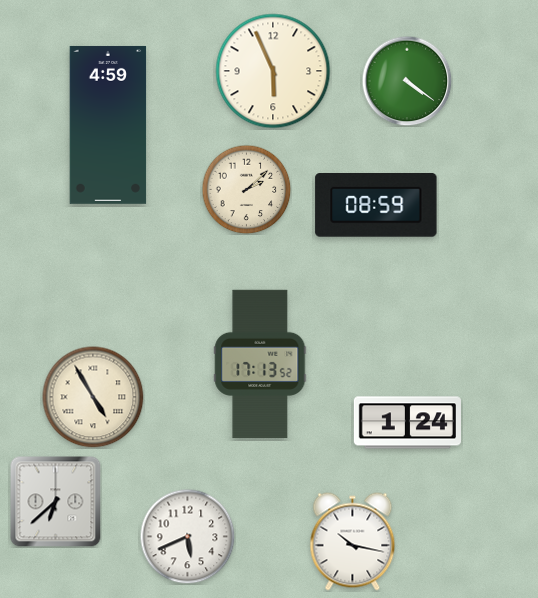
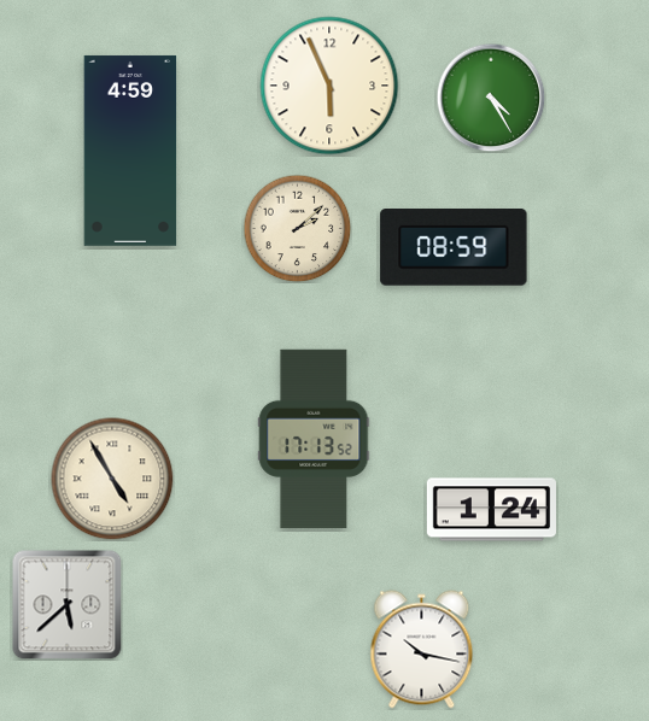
clock at (407, 81): 4:21 -> 4:25
clock at (55, 501): 6:38 -> 5:38
clock at (187, 536): 5:41 -> none
clock at (353, 542) position: (353, 542) -> (422, 650)
